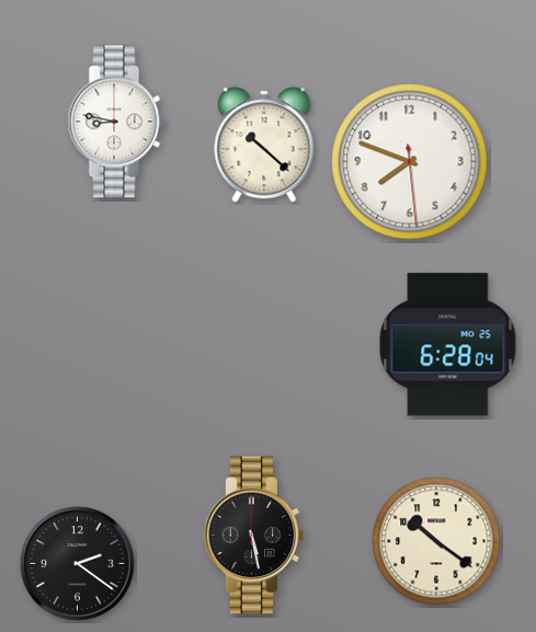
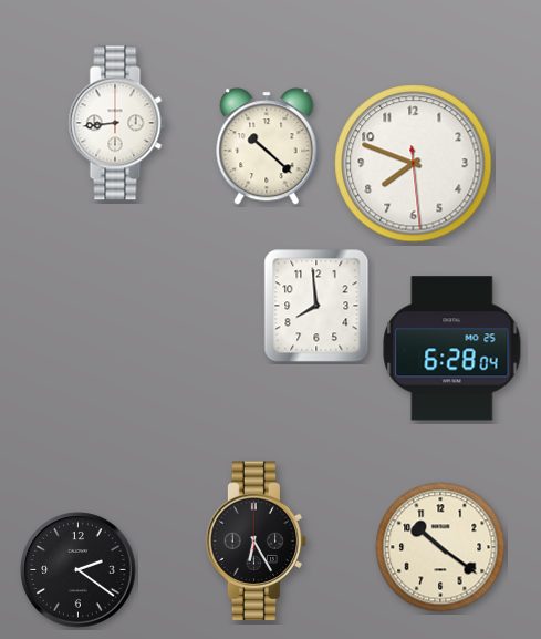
clock at (116, 122): 8:47 -> 8:44
clock at (316, 306): none -> 7:59
clock at (254, 536): 5:28 -> 6:25
